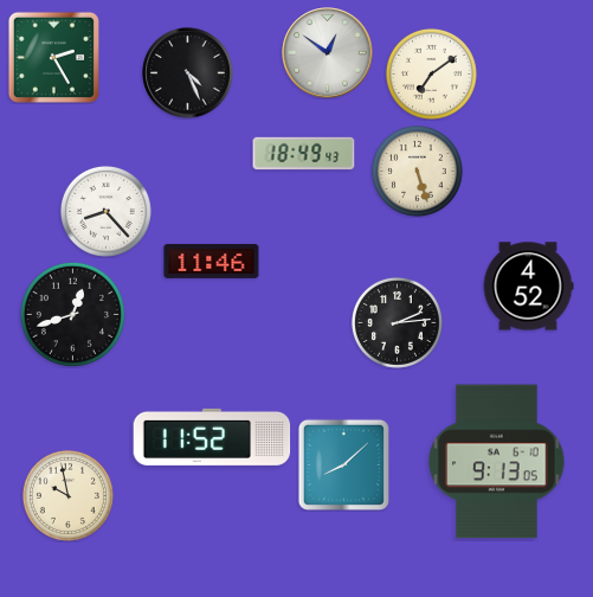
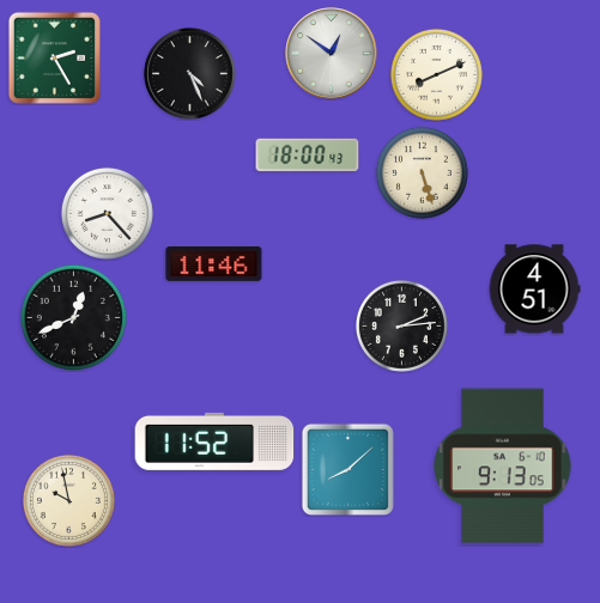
clock at (431, 73): 7:09 -> 8:11
clock at (304, 154): 18:49 -> 18:00
clock at (528, 287): 4:52 -> 4:51
clock at (72, 314): 12:42 -> 12:41
